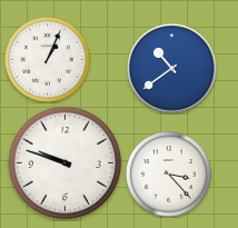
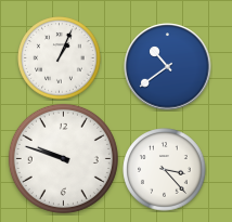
clock at (48, 60) position: (48, 60) -> (60, 58)
